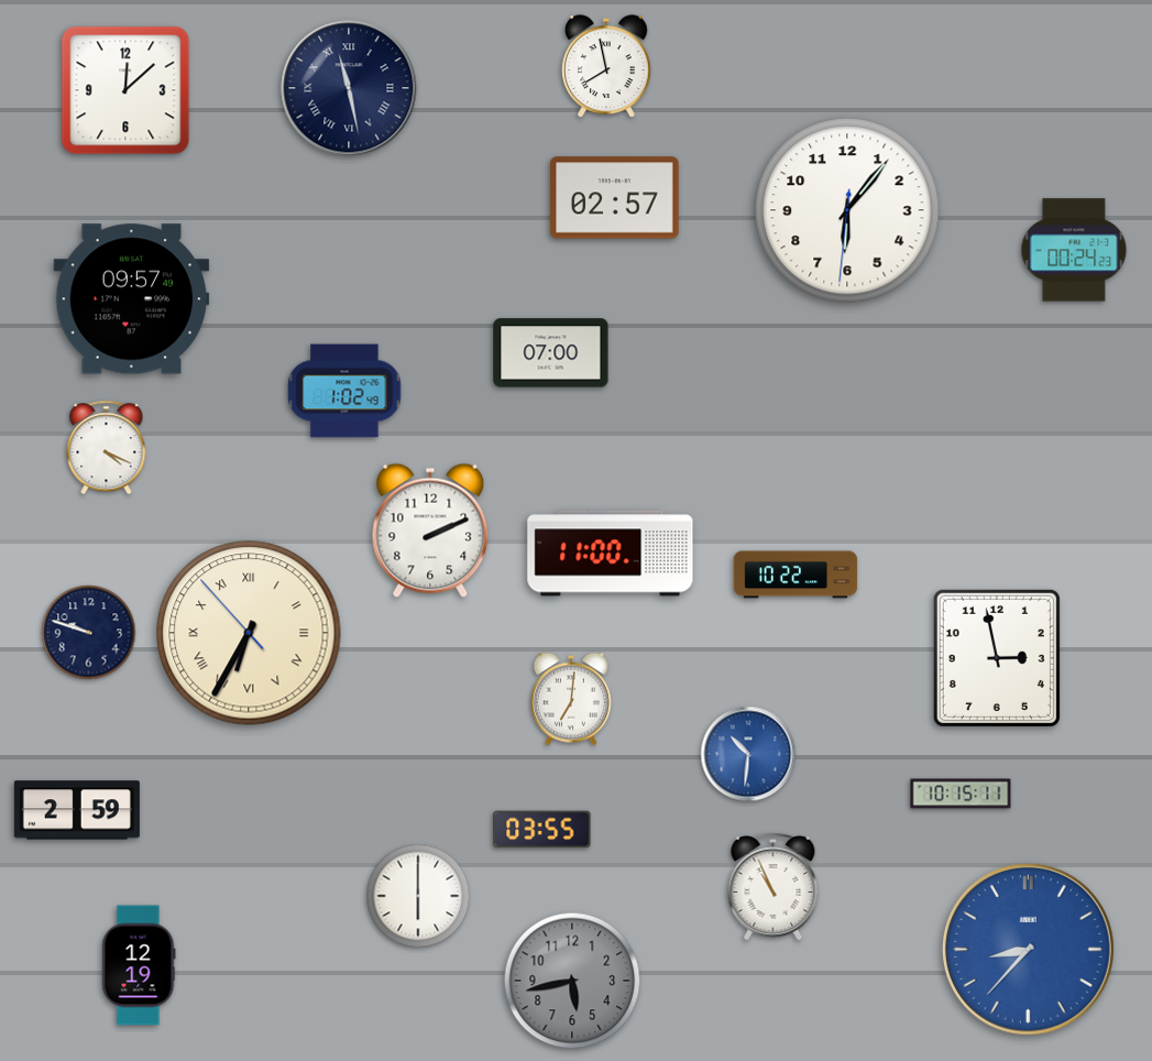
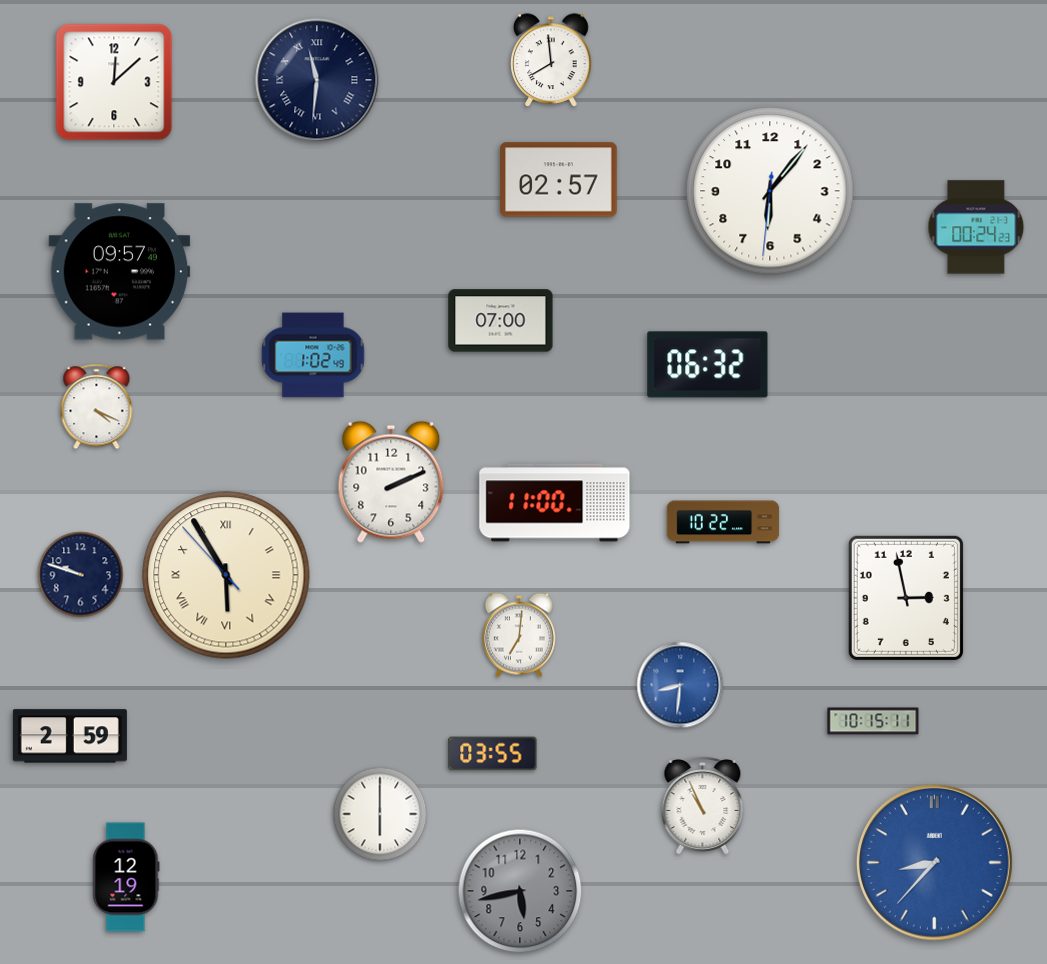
clock at (606, 66): 7:58 -> 7:59
clock at (349, 88): 11:28 -> 11:31
clock at (708, 365): none -> 06:32
clock at (249, 633): 6:34 -> 5:54
clock at (748, 754): 10:31 -> 8:31
